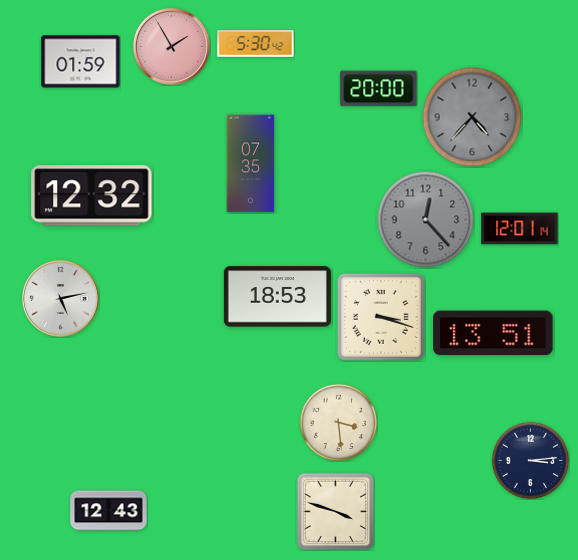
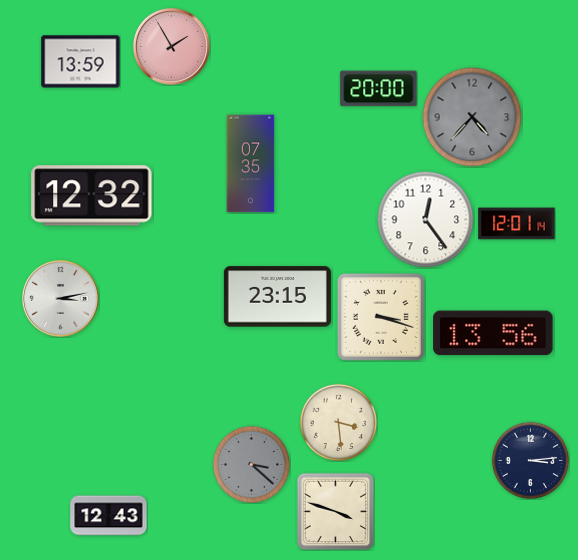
clock at (256, 44): 5:30 -> none
clock at (81, 62): 01:59 -> 13:59
clock at (425, 219): 12:23 -> 12:24
clock at (425, 219) dial: grey -> white
clock at (520, 229) position: (520, 229) -> (517, 224)
clock at (277, 297): 18:53 -> 23:15
clock at (60, 298): 5:13 -> 3:13
clock at (493, 333): 13:51 -> 13:56
clock at (251, 464): none -> 3:22
clock at (109, 511) position: (109, 511) -> (109, 516)
